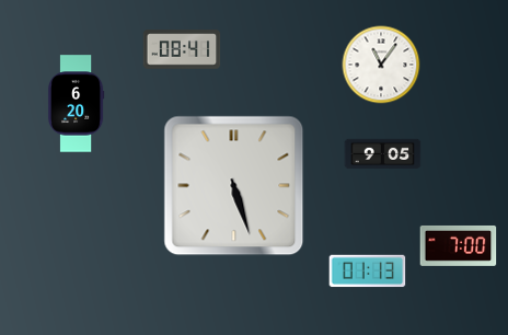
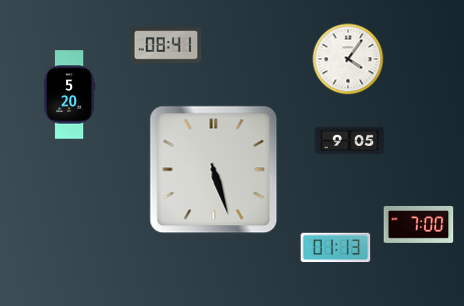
clock at (381, 65): 11:06 -> 4:06
clock at (76, 104): 6:20 -> 5:20
